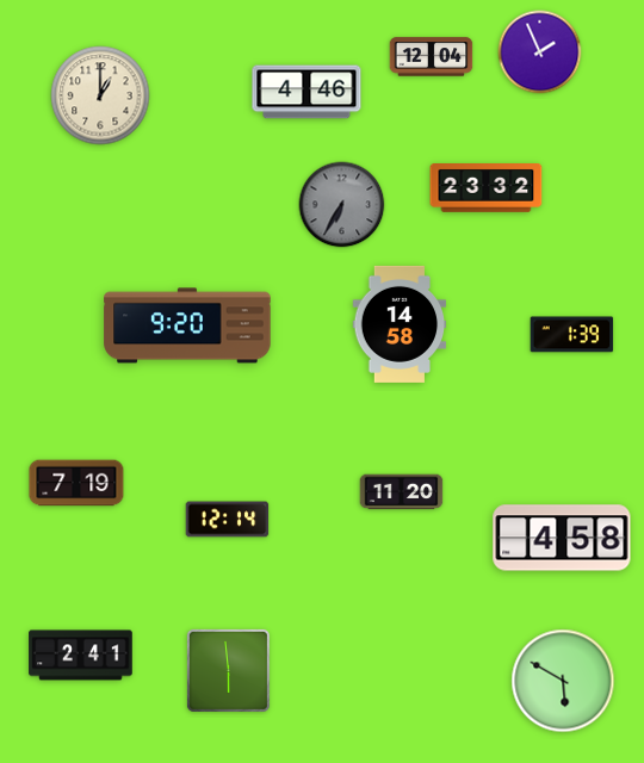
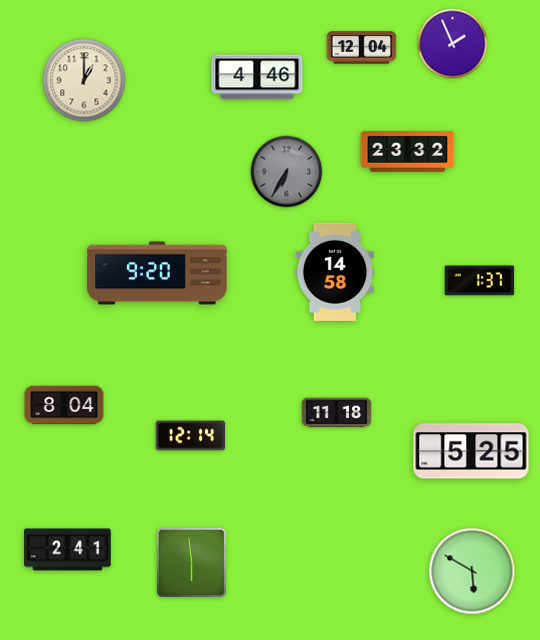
clock at (487, 188) position: (487, 188) -> (408, 152)
clock at (572, 335): 1:39 -> 1:37
clock at (76, 483): 7:19 -> 8:04
clock at (402, 492): 11:20 -> 11:18
clock at (562, 538): 4:58 -> 5:25
